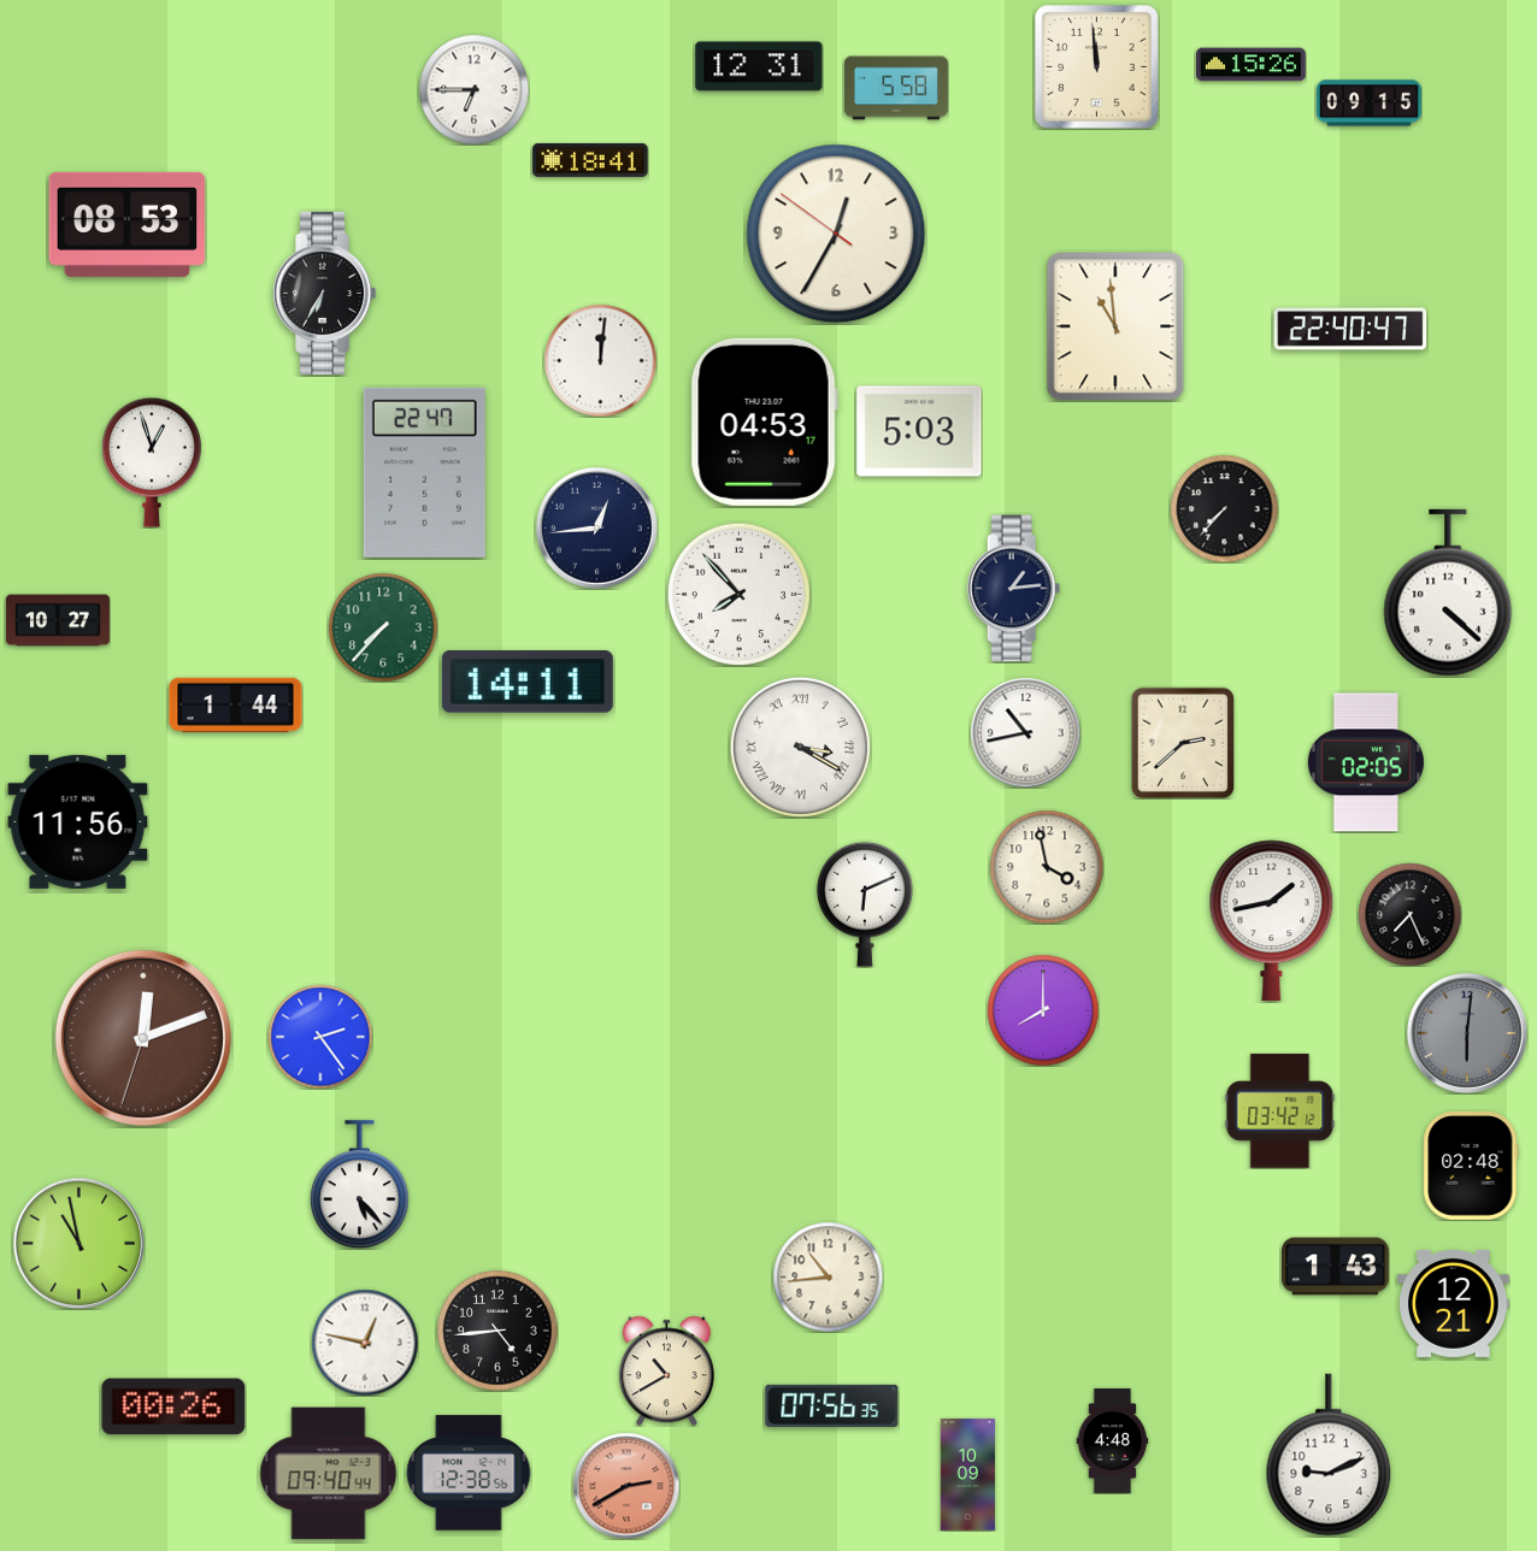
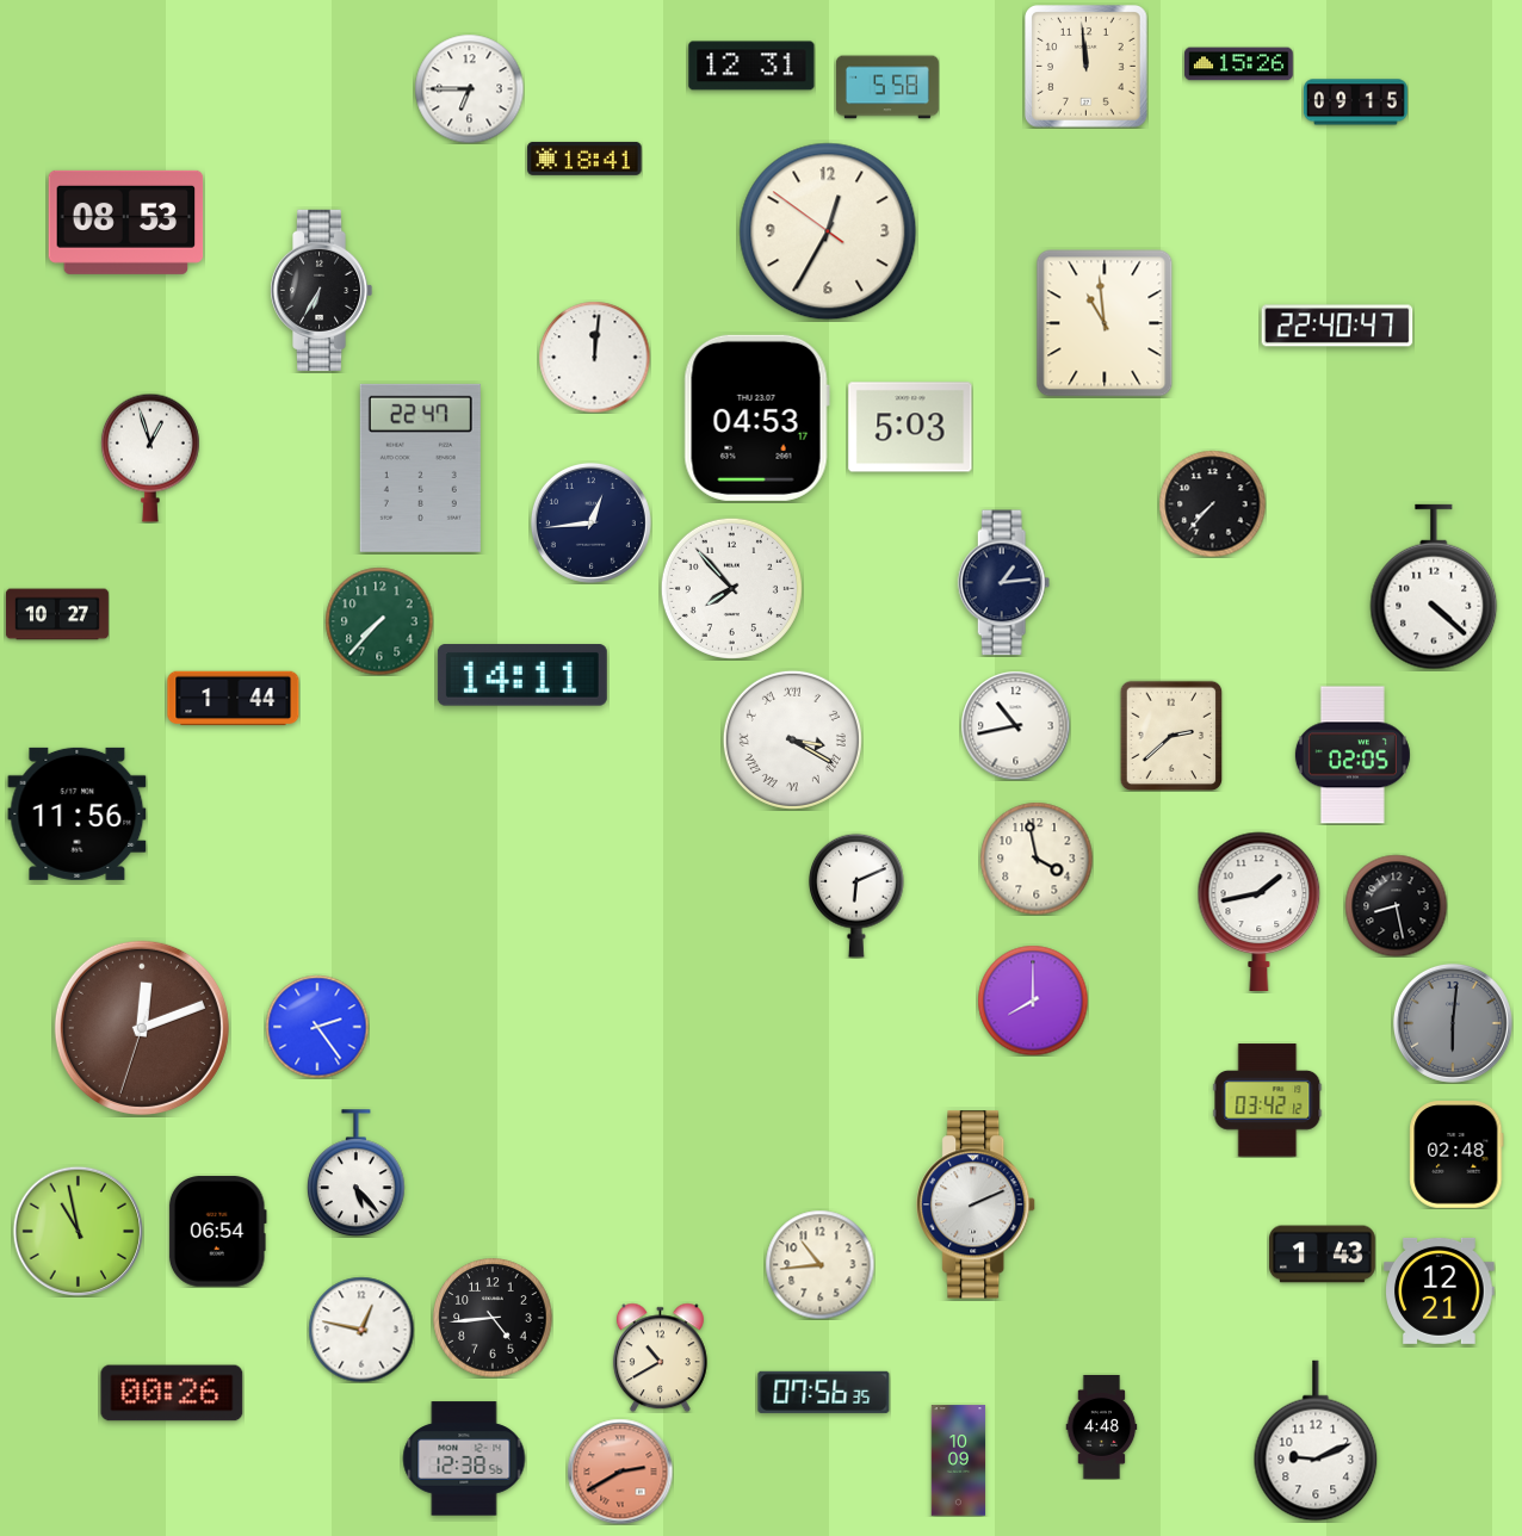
clock at (1409, 914): 7:26 -> 8:28
clock at (977, 1204): none -> 2:11
clock at (217, 1232): none -> 06:54
clock at (329, 1474): 09:40 -> none
